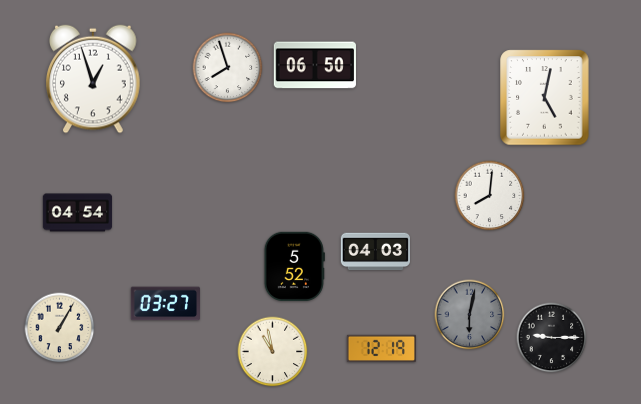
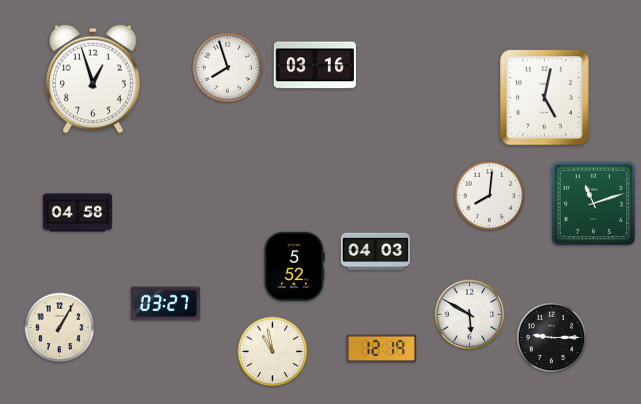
clock at (315, 65): 06:50 -> 03:16
clock at (593, 203): none -> 11:12
clock at (78, 213): 04:54 -> 04:58
clock at (470, 315): 6:02 -> 5:50
clock at (470, 315) dial: grey -> white
